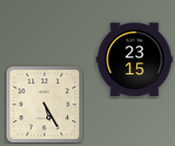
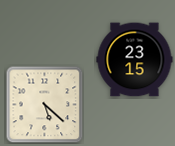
clock at (44, 104): 5:25 -> 5:22
